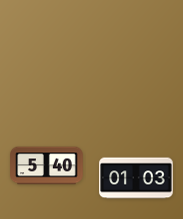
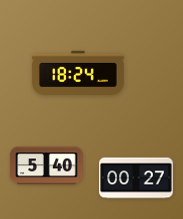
clock at (78, 72): none -> 18:24
clock at (136, 178): 01:03 -> 00:27
